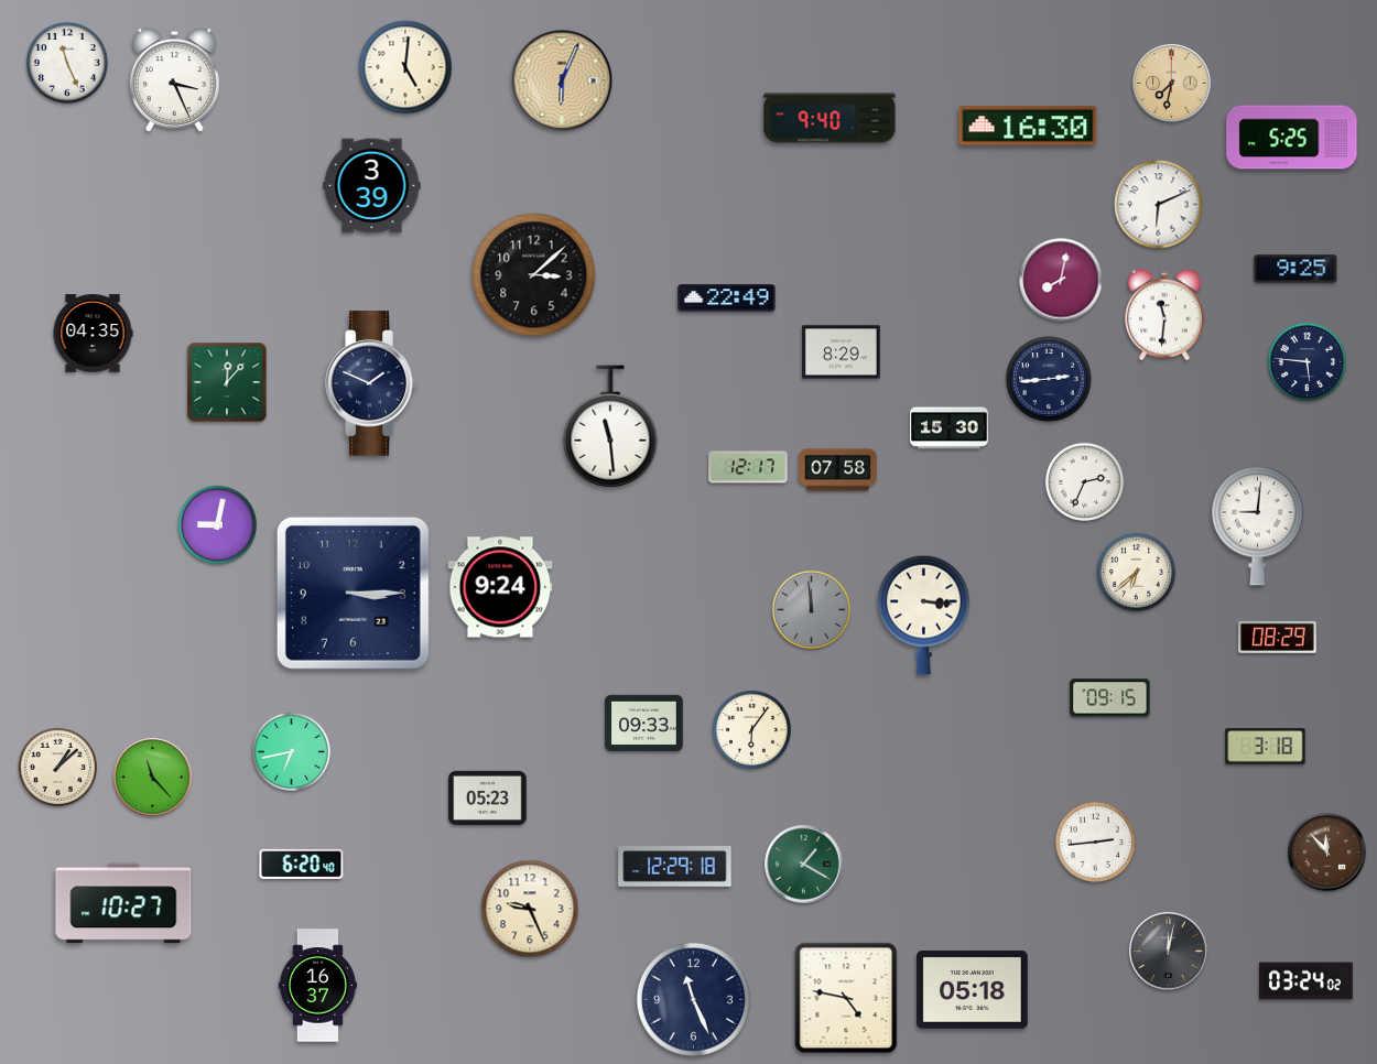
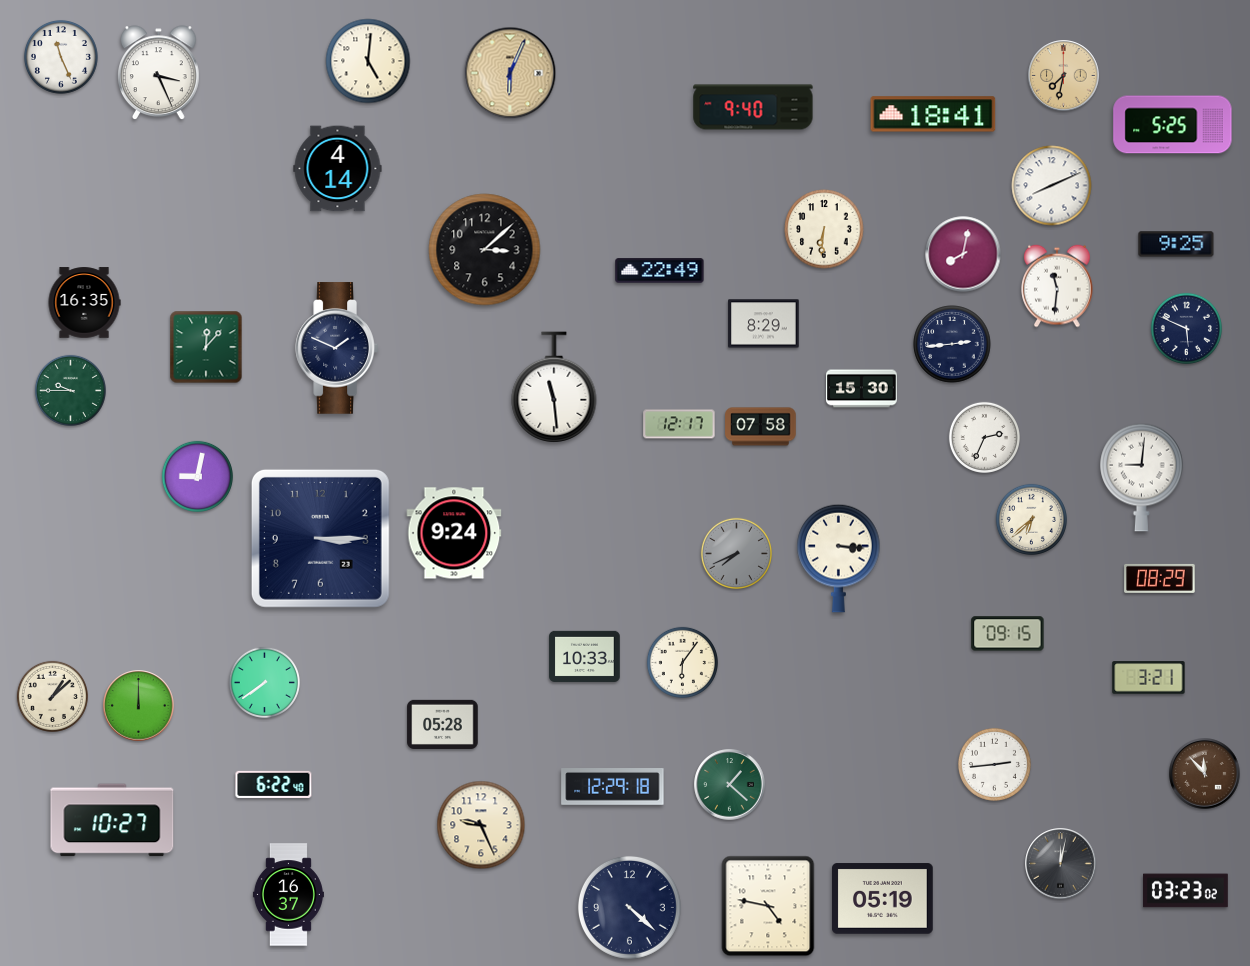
clock at (1028, 126): 16:30 -> 18:41
clock at (372, 186): 3:39 -> 4:14
clock at (1159, 205): 6:11 -> 8:11
clock at (824, 229): none -> 6:31
clock at (93, 334): 04:35 -> 16:35
clock at (842, 352) position: (842, 352) -> (764, 324)
clock at (1306, 361): 5:46 -> 5:49
clock at (70, 390): none -> 9:45
clock at (811, 609): 11:59 -> 7:41
clock at (644, 723): 09:33 -> 10:33
clock at (1266, 747): 3:18 -> 3:21
clock at (291, 751): 6:43 -> 7:39
clock at (153, 778): 11:23 -> 12:00
clock at (488, 797): 05:23 -> 05:28
clock at (302, 864): 6:20 -> 6:22
clock at (804, 865): 1:20 -> 1:22
clock at (1306, 981): 03:24 -> 03:23
clock at (973, 990): 05:18 -> 05:19
clock at (693, 999): 11:26 -> 4:22
